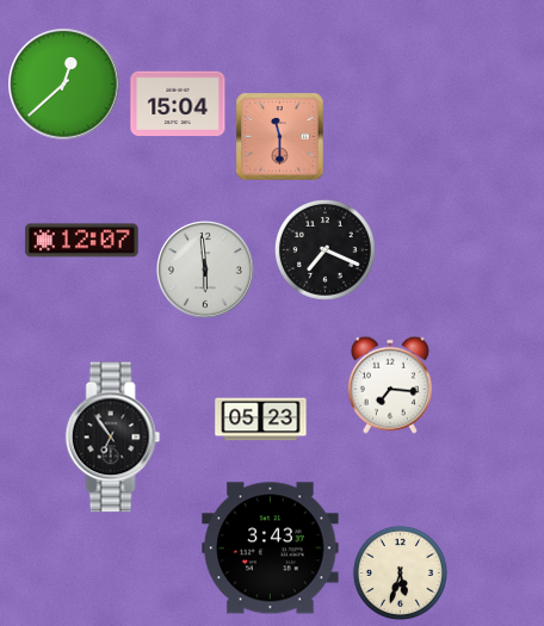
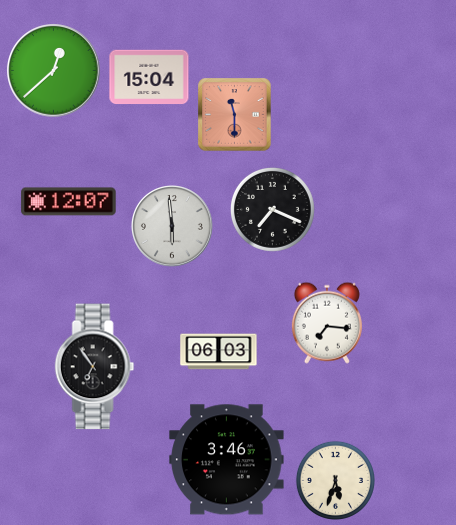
clock at (178, 104) position: (178, 104) -> (149, 77)
clock at (261, 420): 05:23 -> 06:03
clock at (271, 548): 3:43 -> 3:46
